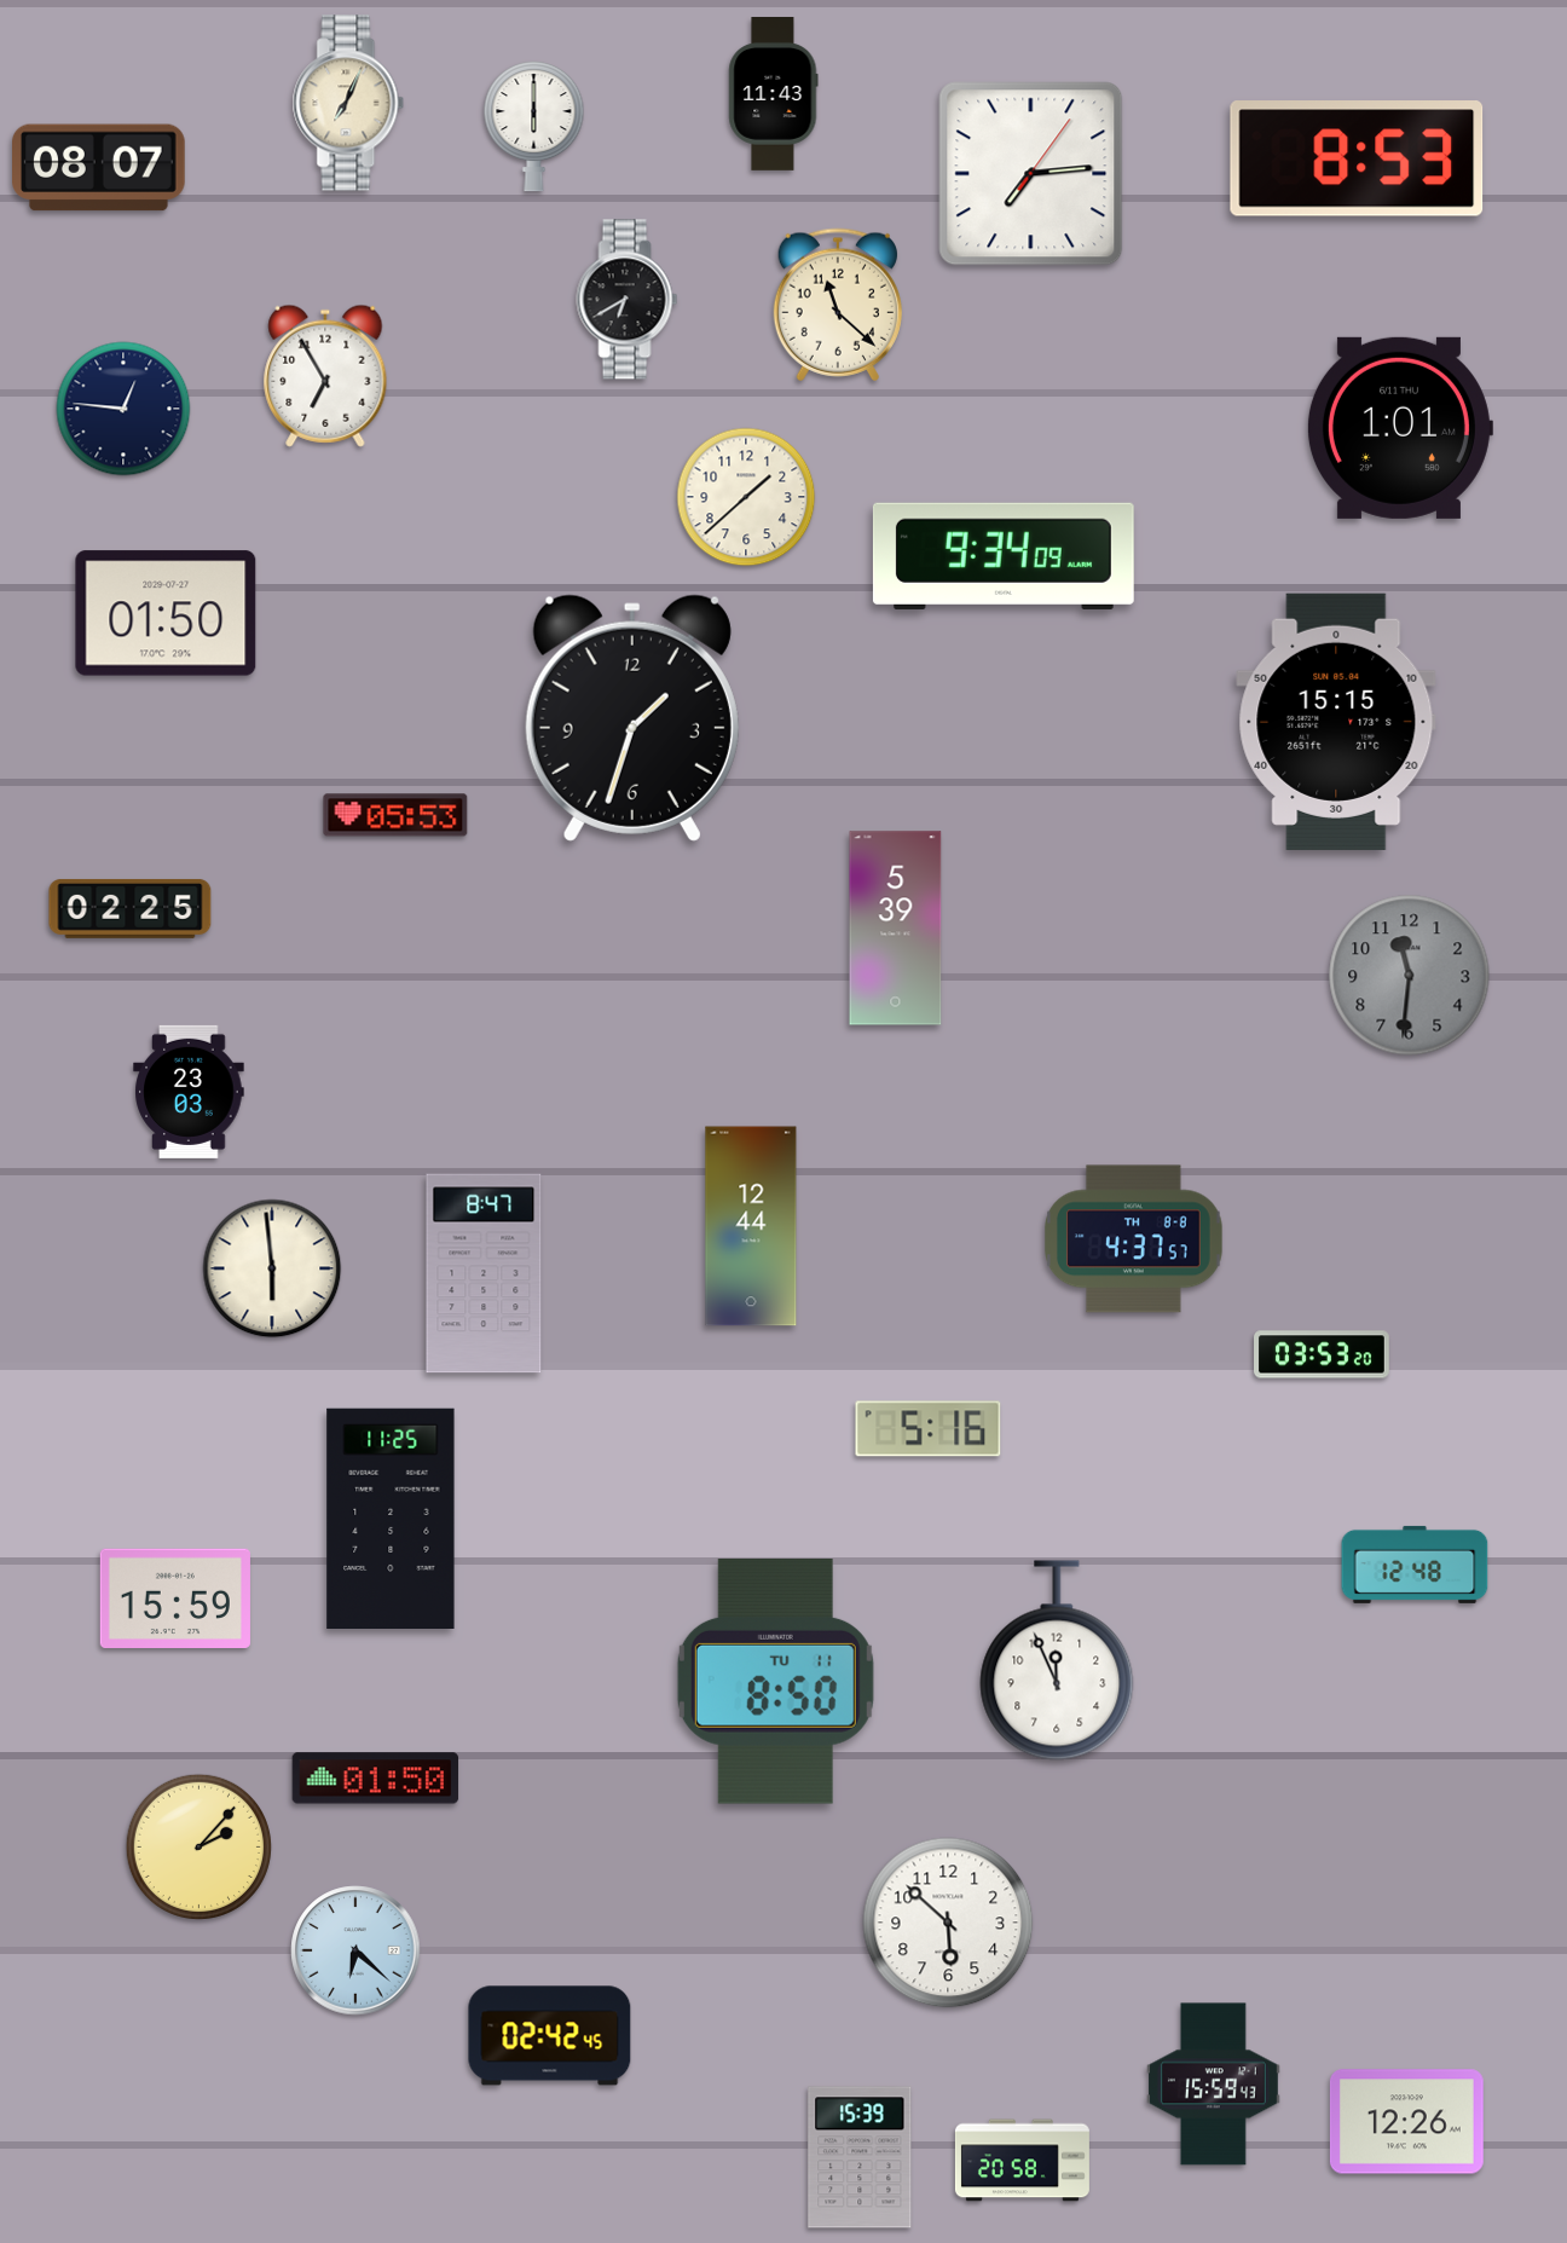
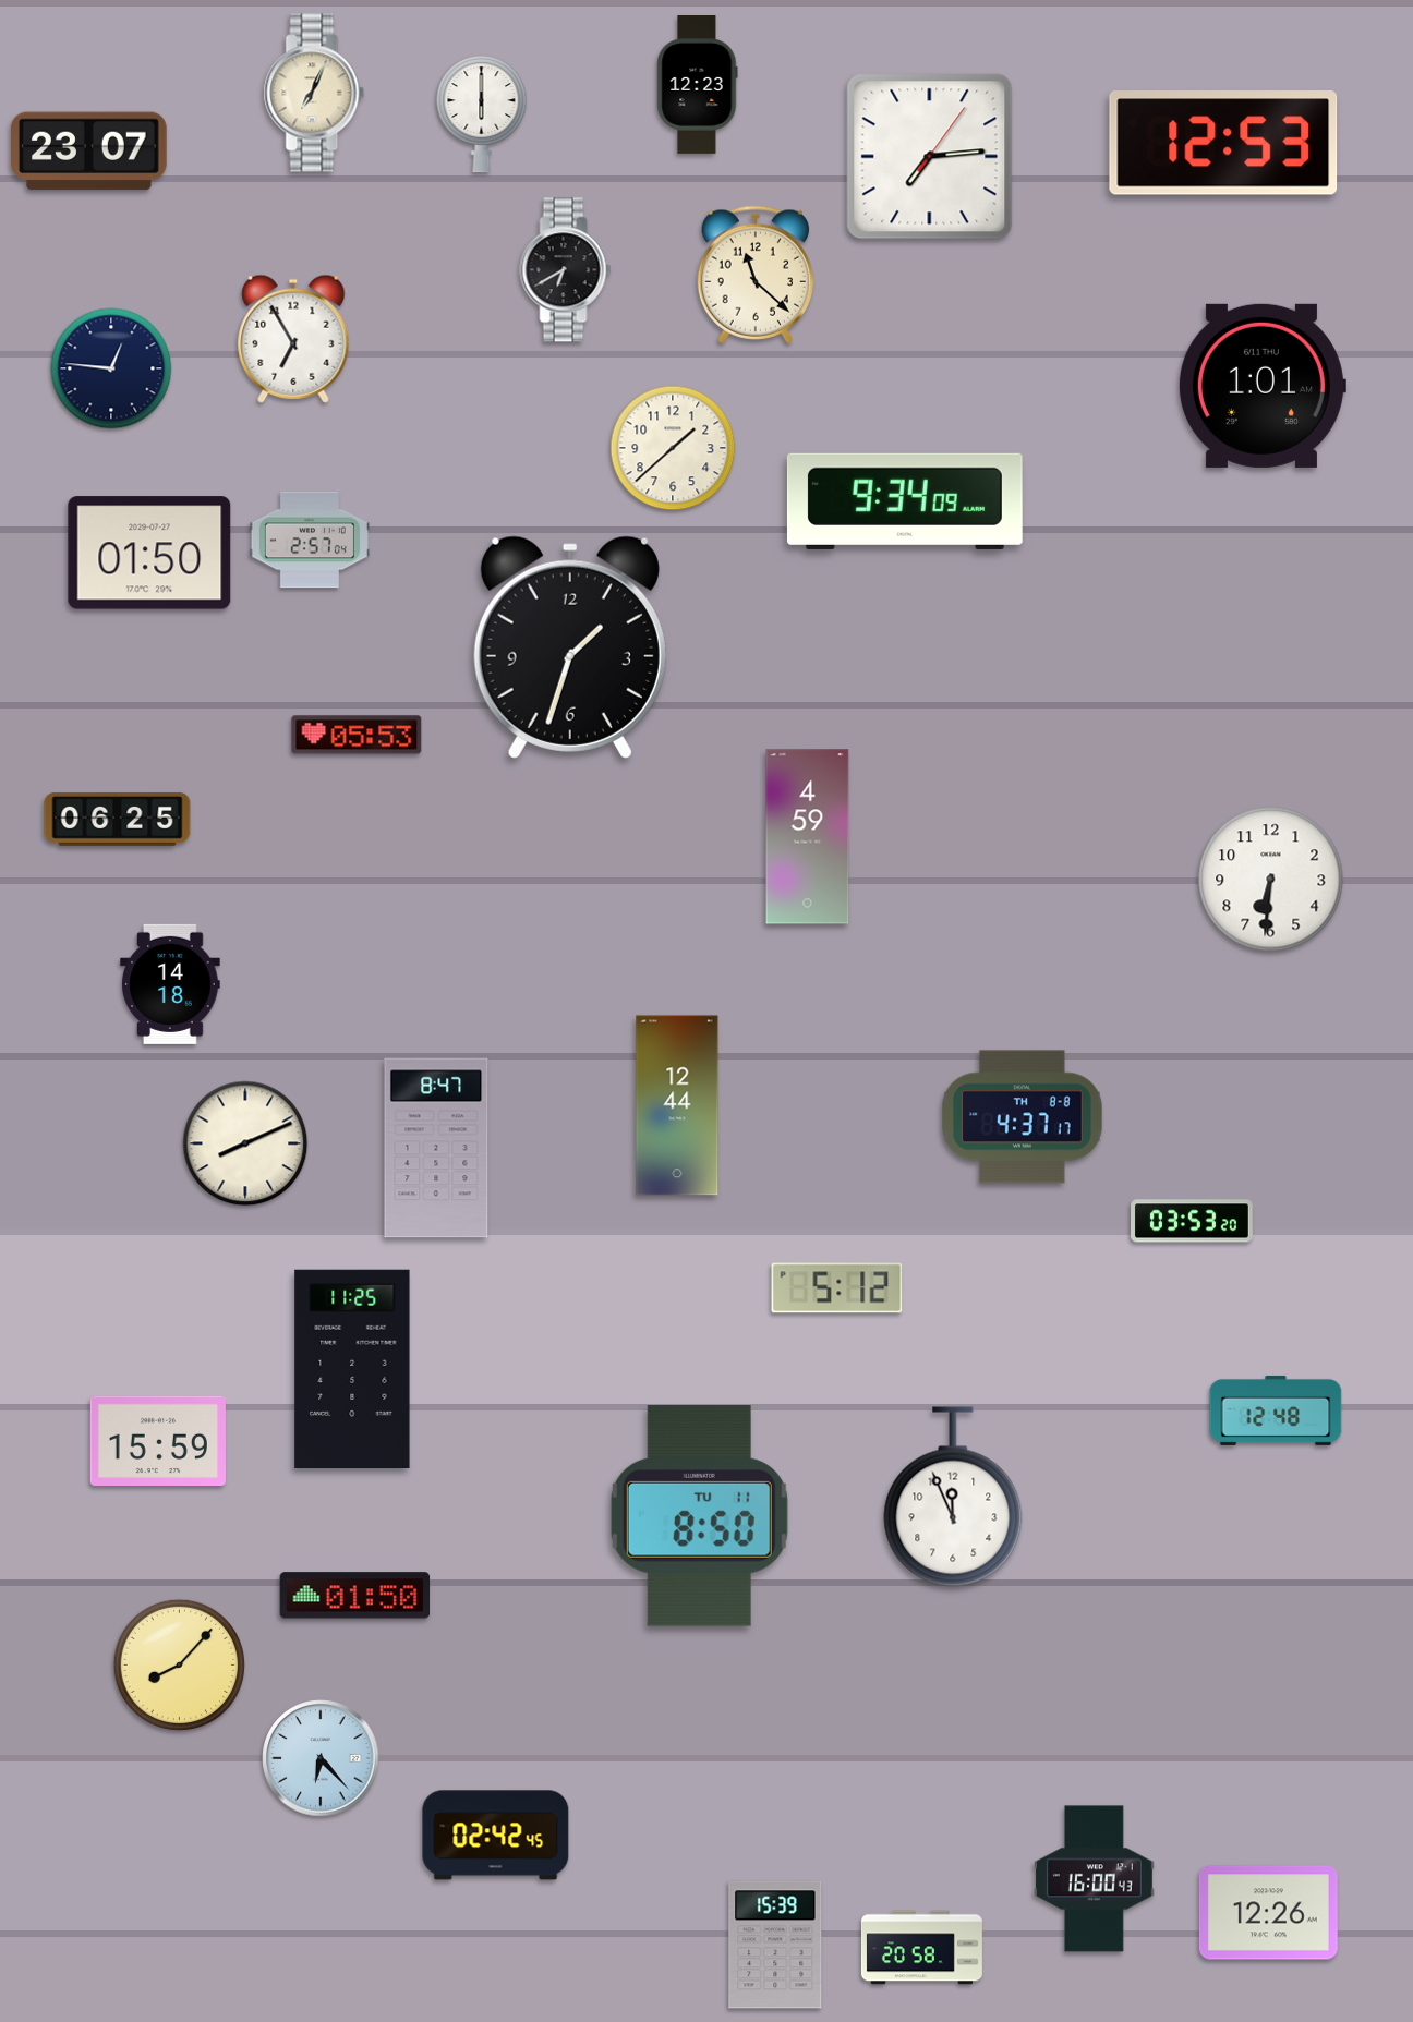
clock at (774, 94): 11:43 -> 12:23
clock at (1357, 160): 8:53 -> 12:53
clock at (99, 168): 08:07 -> 23:07
clock at (310, 540): none -> 2:57
clock at (1336, 722): 15:15 -> none
clock at (131, 909): 02:25 -> 06:25
clock at (896, 929): 5:39 -> 4:59
clock at (1410, 976): 11:31 -> 6:31
clock at (1410, 976) dial: grey -> white
clock at (189, 1092): 23:03 -> 14:18
clock at (1134, 1239): 4:37:57 -> 4:37:17
clock at (272, 1268): 5:59 -> 8:11
clock at (929, 1429): 5:16 -> 5:12
clock at (376, 1779) position: (376, 1779) -> (355, 1596)
clock at (198, 1846): 2:07 -> 8:07
clock at (948, 1923): 5:52 -> none
clock at (355, 1950): 6:22 -> 6:23
clock at (1213, 2085): 15:59 -> 16:00
